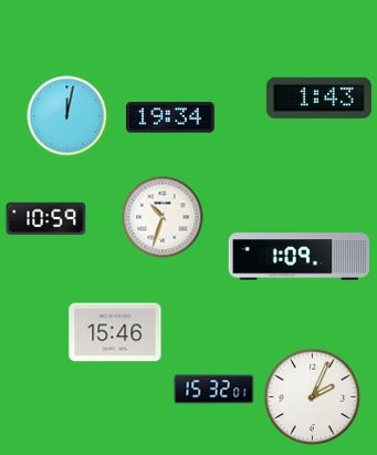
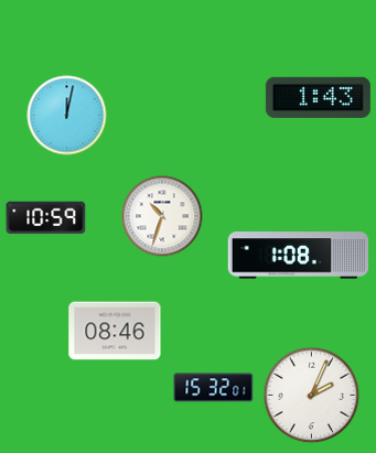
clock at (170, 117): 19:34 -> none
clock at (299, 257): 1:09 -> 1:08
clock at (115, 332): 15:46 -> 08:46
